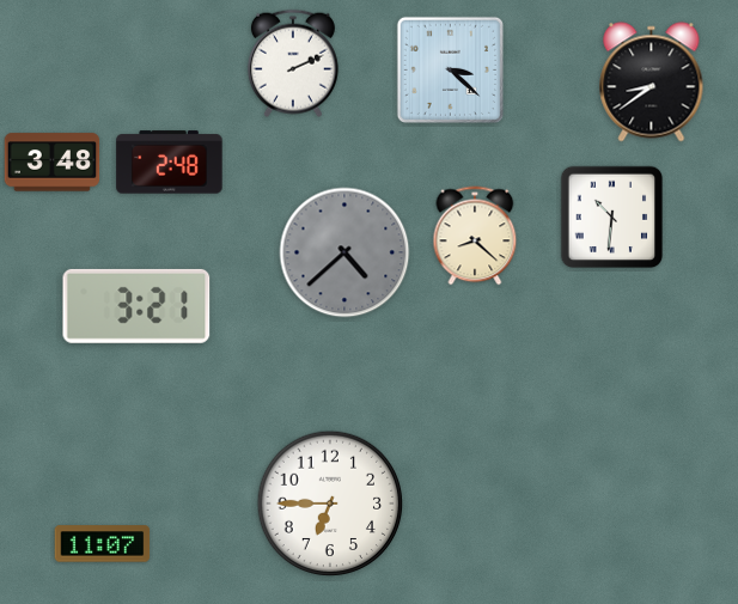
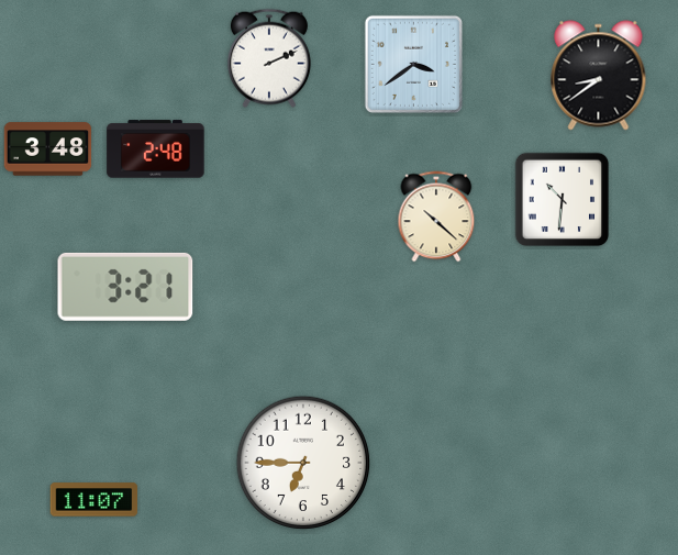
clock at (450, 69): 3:22 -> 3:39
clock at (475, 236): 8:22 -> 10:22
clock at (344, 252): 4:38 -> none
clock at (136, 306) position: (136, 306) -> (125, 287)
